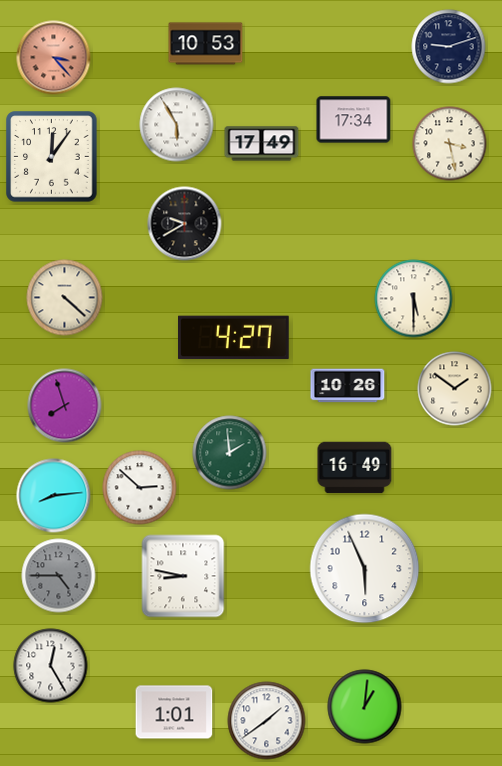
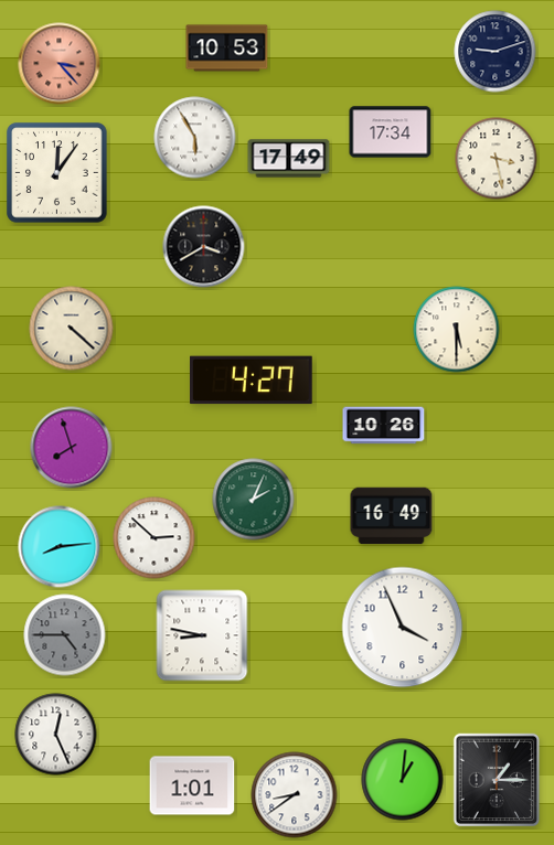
clock at (185, 224): 9:40 -> 3:40
clock at (234, 338) position: (234, 338) -> (252, 381)
clock at (455, 389): 1:51 -> none
clock at (230, 453): 1:59 -> 2:04
clock at (365, 569): 5:56 -> 3:56
clock at (51, 666): 12:25 -> 12:26
clock at (497, 780): none -> 1:15
clock at (267, 721): 1:39 -> 8:39
